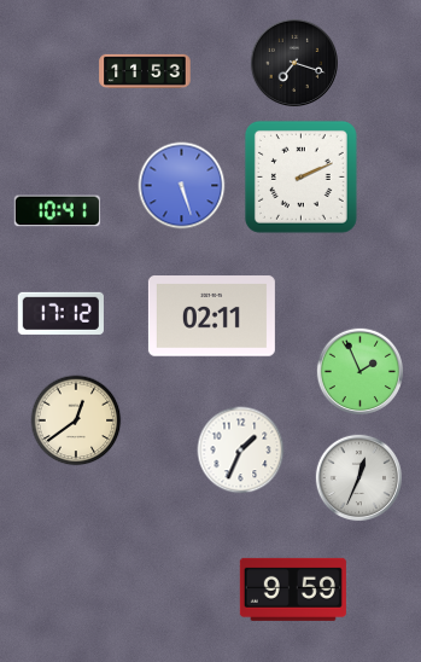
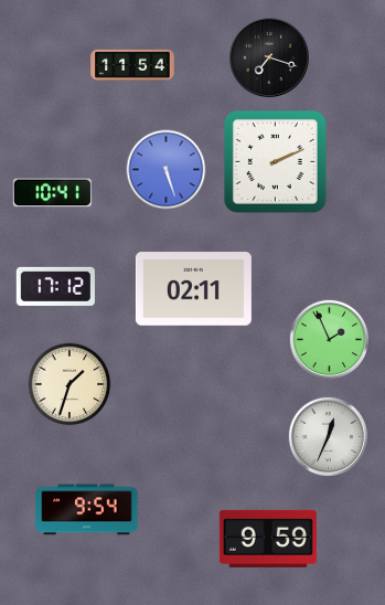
clock at (145, 71): 11:53 -> 11:54
clock at (76, 420): 12:39 -> 1:33
clock at (241, 451): 1:34 -> none
clock at (87, 510): none -> 9:54
